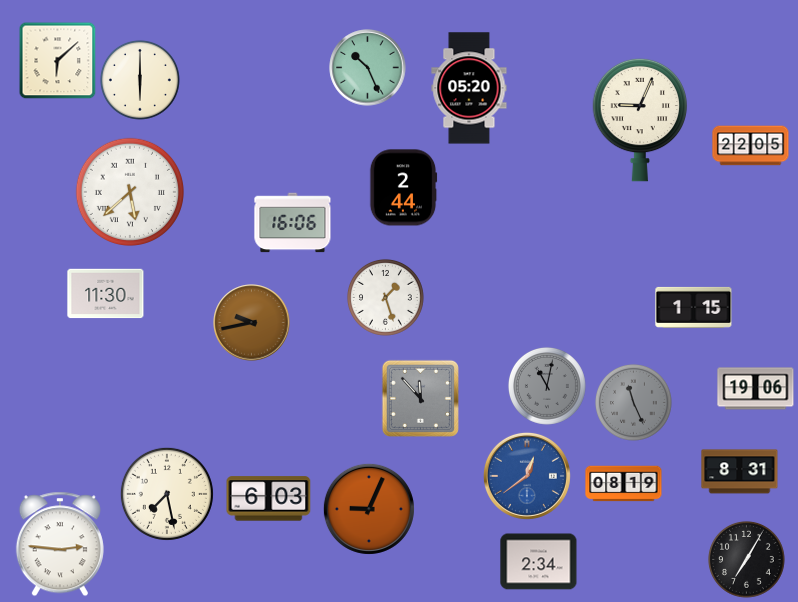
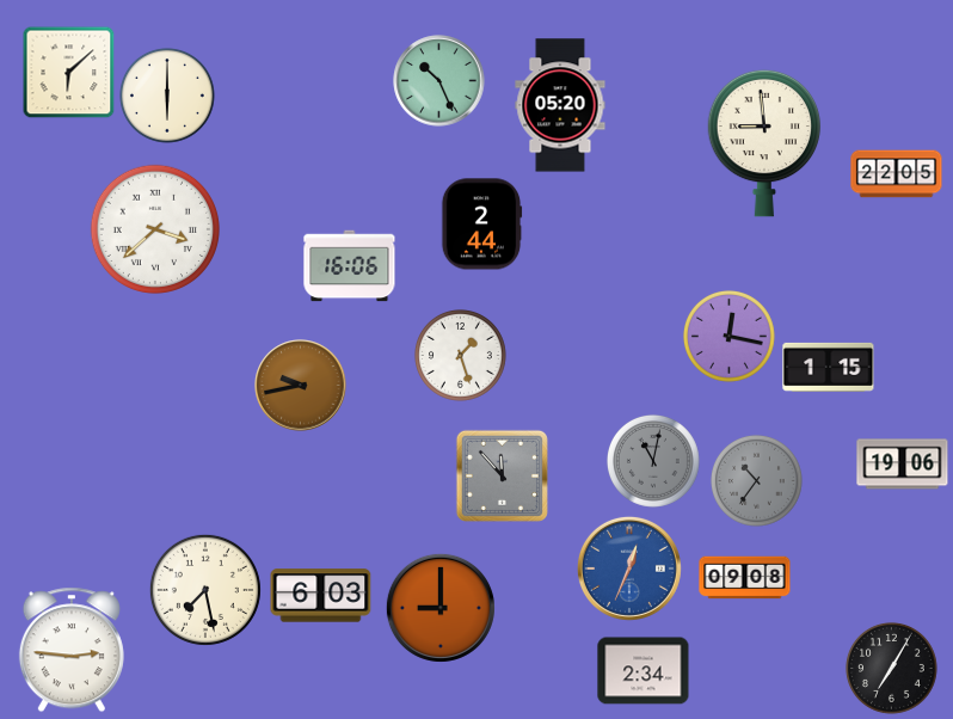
clock at (640, 120): 9:04 -> 8:59
clock at (129, 191): 5:38 -> 3:38
clock at (730, 337): none -> 12:17
clock at (106, 294): 11:30 -> none
clock at (634, 403): 11:26 -> 10:36
clock at (740, 472): 8:31 -> none
clock at (527, 476): 12:39 -> 12:34
clock at (624, 484): 08:19 -> 09:08
clock at (167, 494) position: (167, 494) -> (205, 590)
clock at (369, 509): 9:04 -> 9:00
